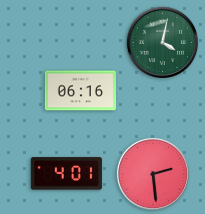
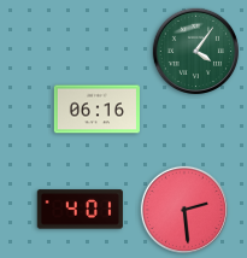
clock at (162, 42): 4:02 -> 4:06
